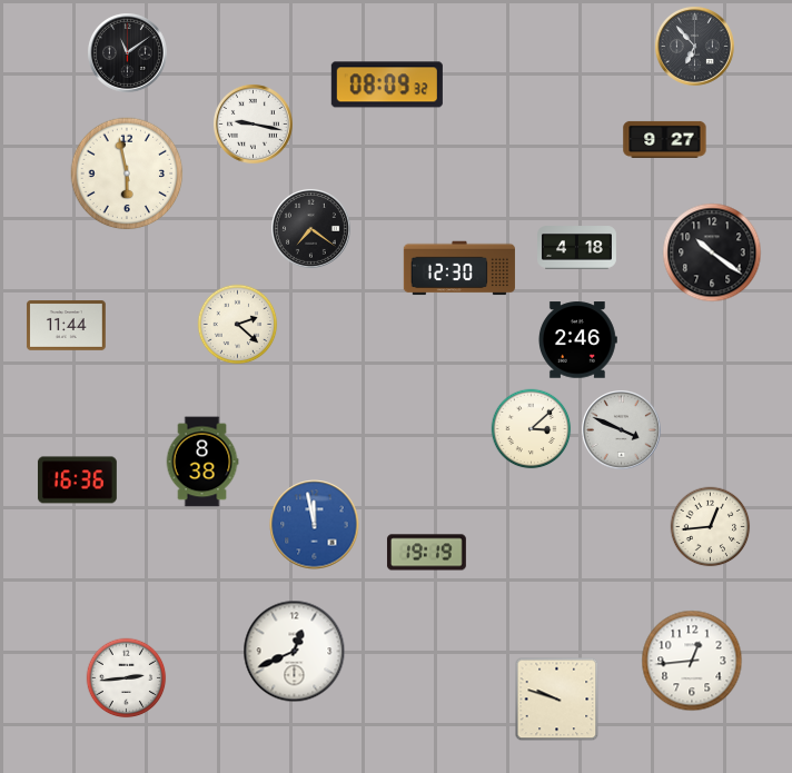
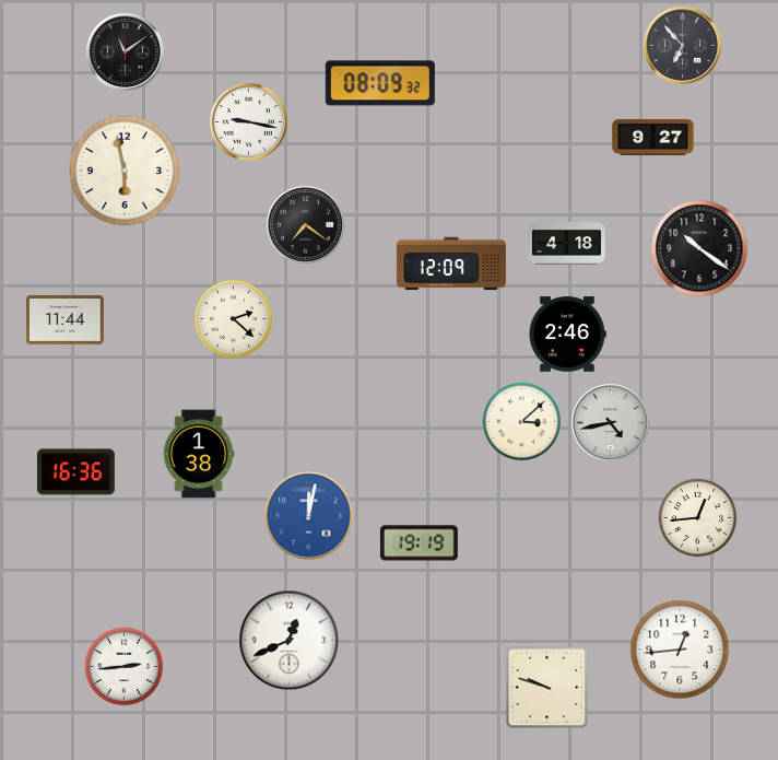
clock at (459, 268): 12:30 -> 12:09
clock at (621, 429): 3:49 -> 4:43
clock at (202, 462): 8:38 -> 1:38
clock at (315, 525): 11:58 -> 12:02
